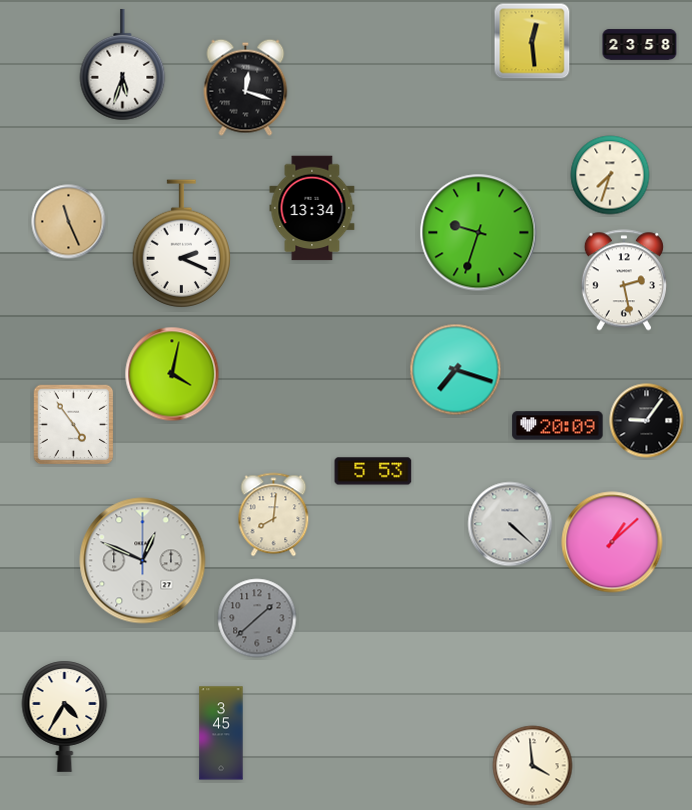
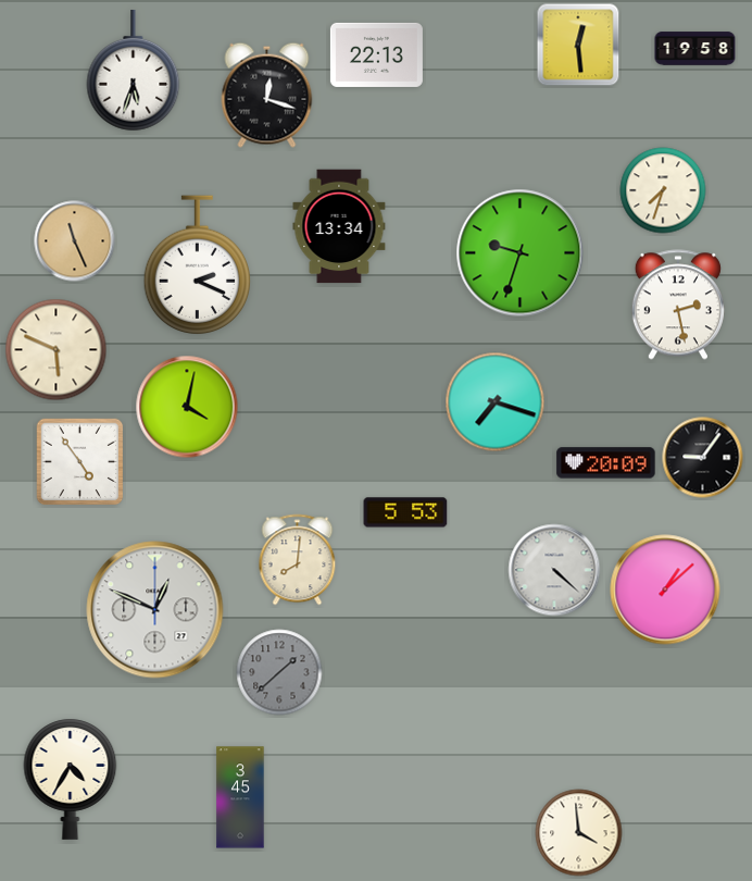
clock at (640, 45): 23:58 -> 19:58
clock at (376, 54): none -> 22:13
clock at (57, 350): none -> 5:49
